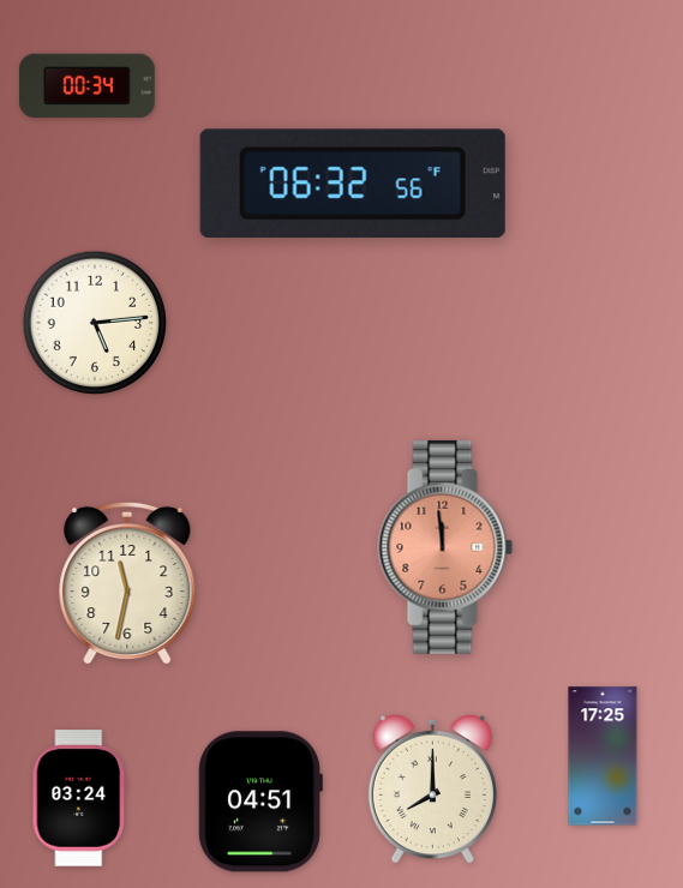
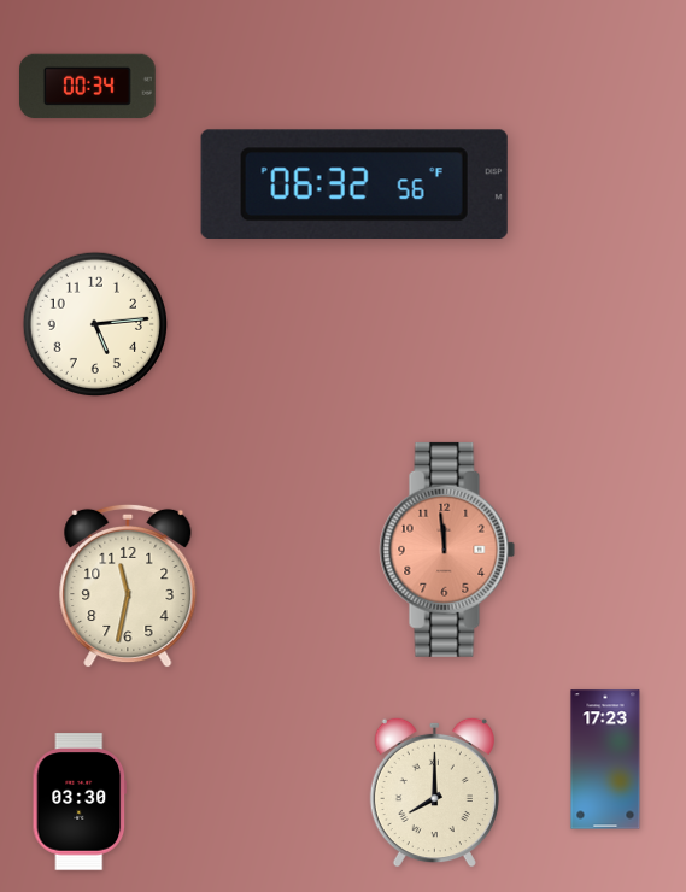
clock at (603, 756): 17:25 -> 17:23
clock at (79, 798): 03:24 -> 03:30
clock at (260, 802): 04:51 -> none
